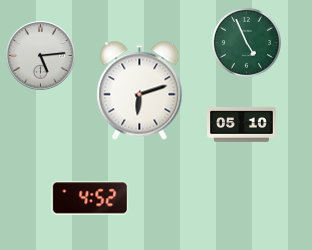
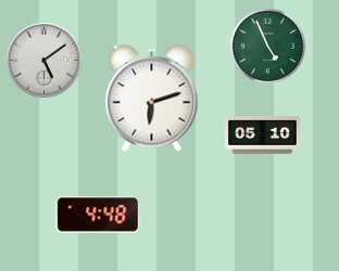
clock at (41, 56): 5:14 -> 5:09
clock at (90, 198): 4:52 -> 4:48
